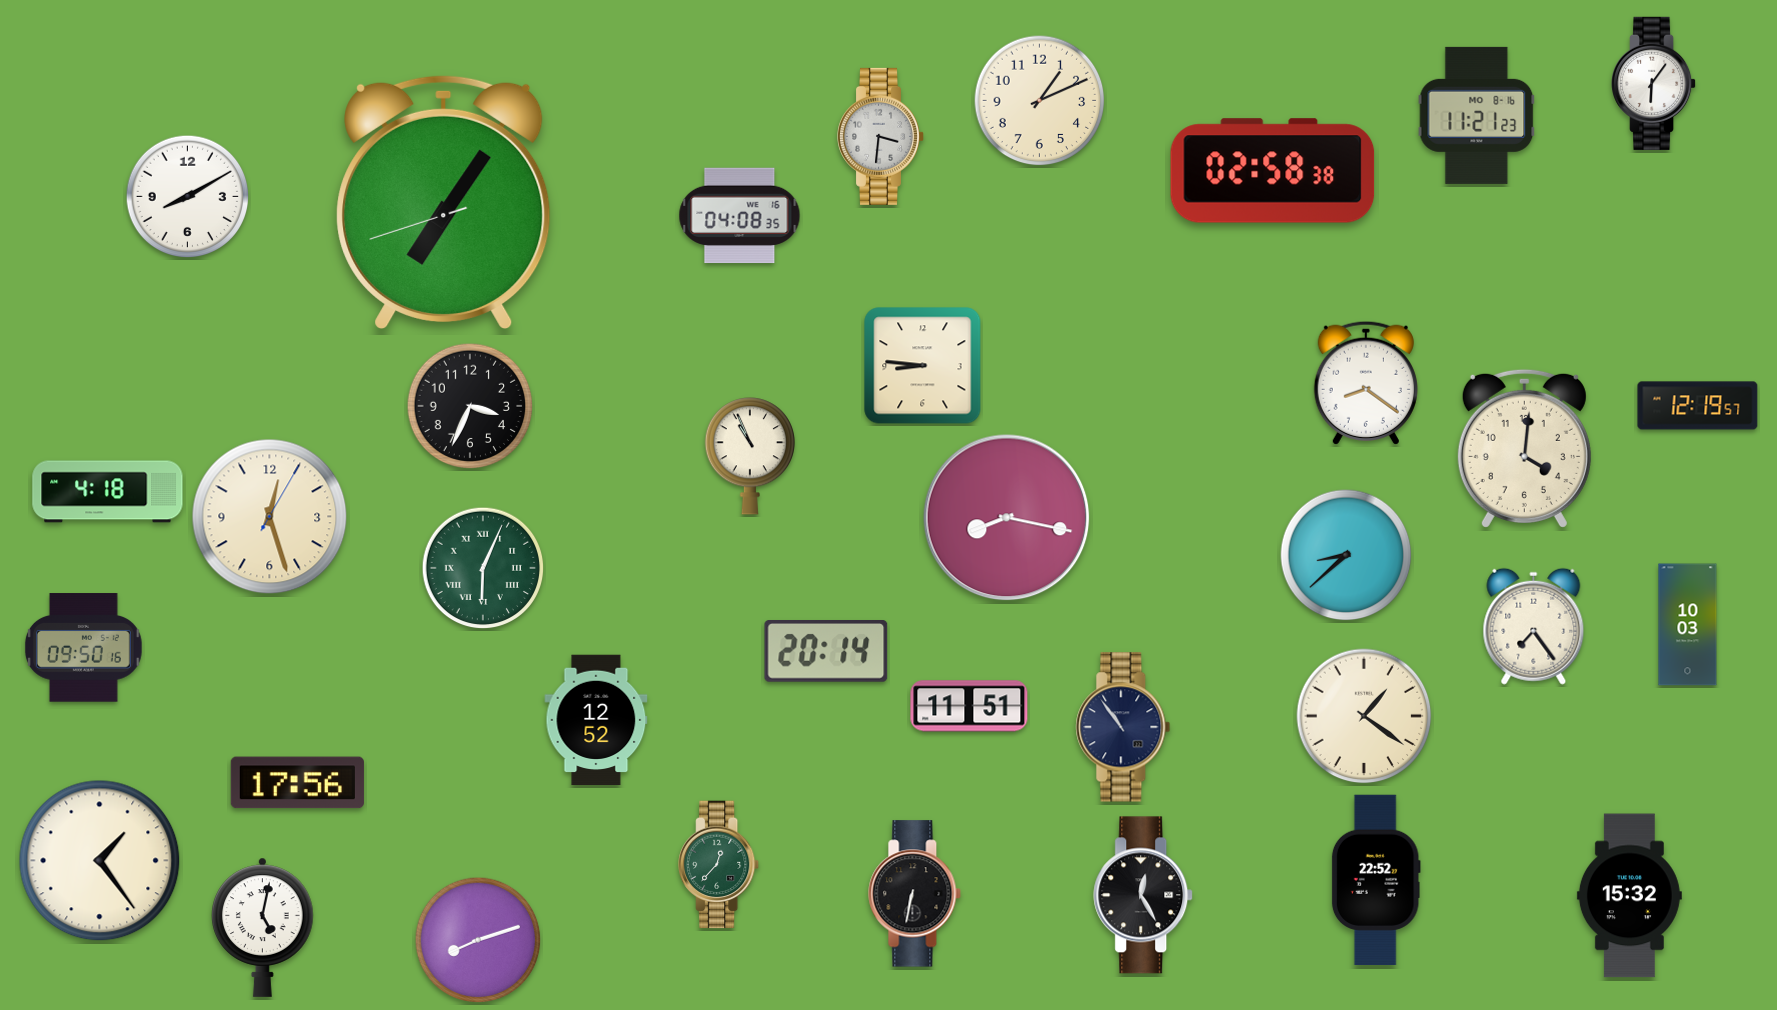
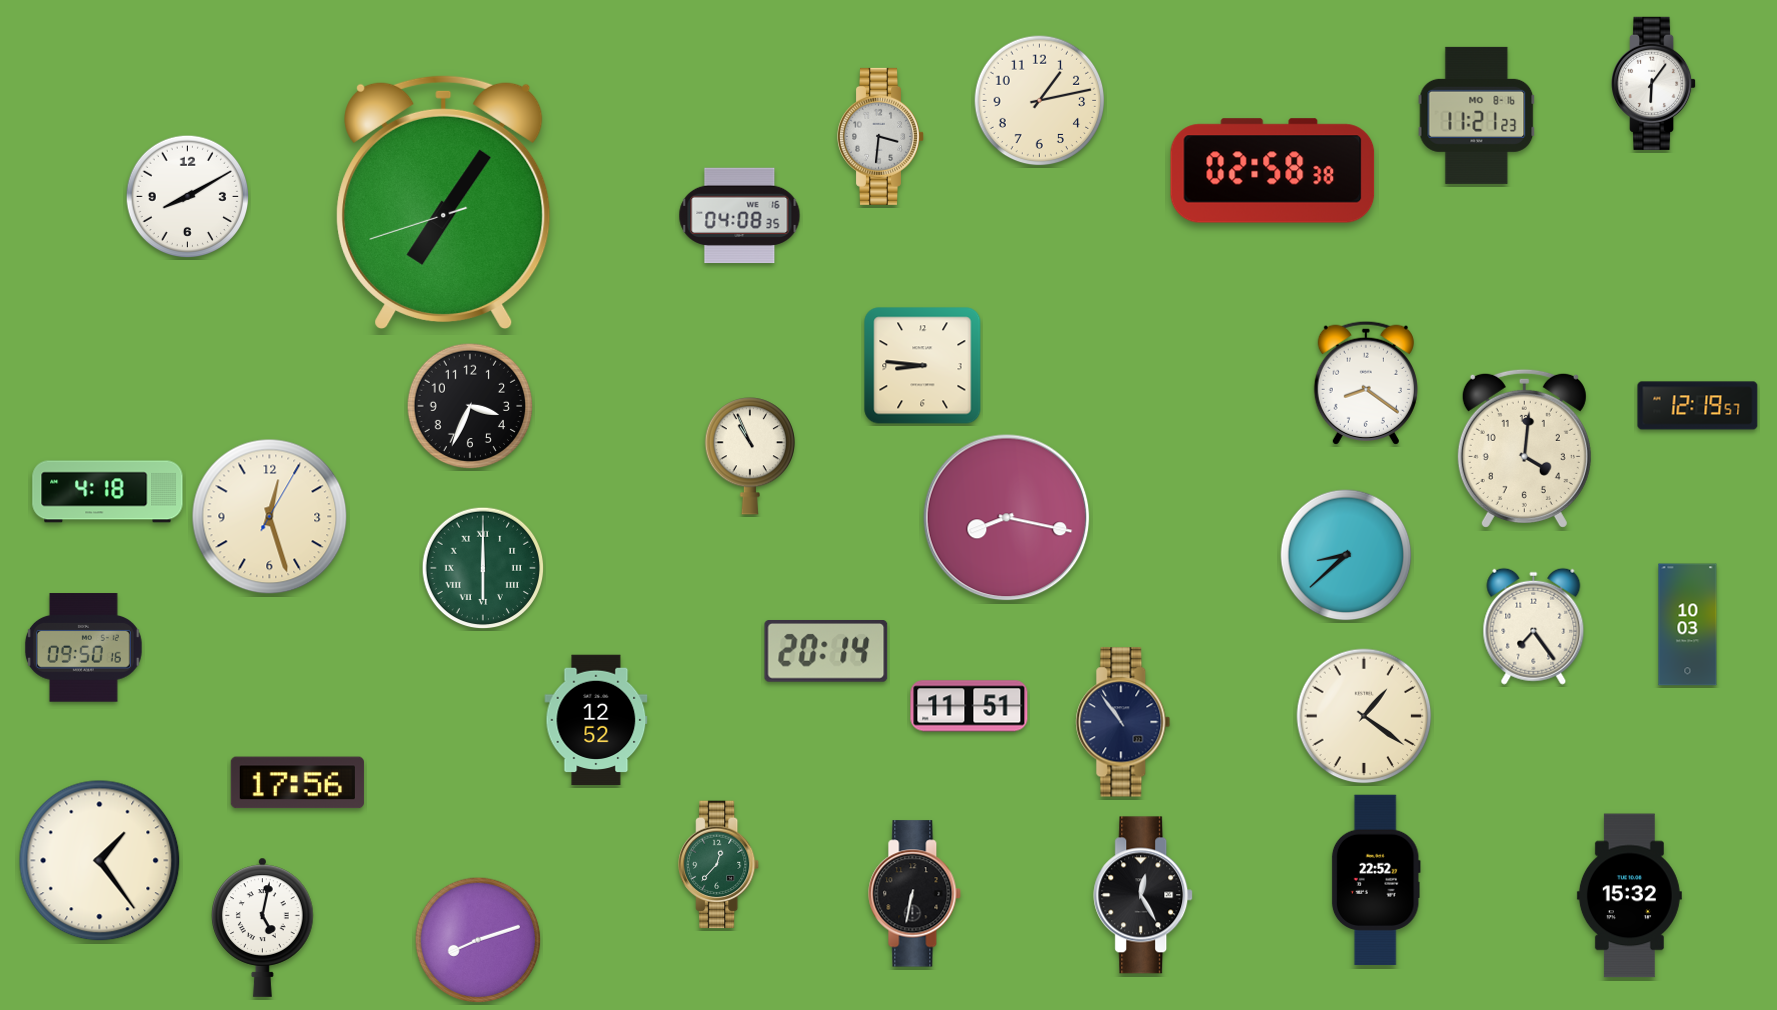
clock at (1040, 101): 1:11 -> 1:13
clock at (483, 568): 6:04 -> 6:00
clock at (1123, 727) position: (1123, 727) -> (1123, 722)
